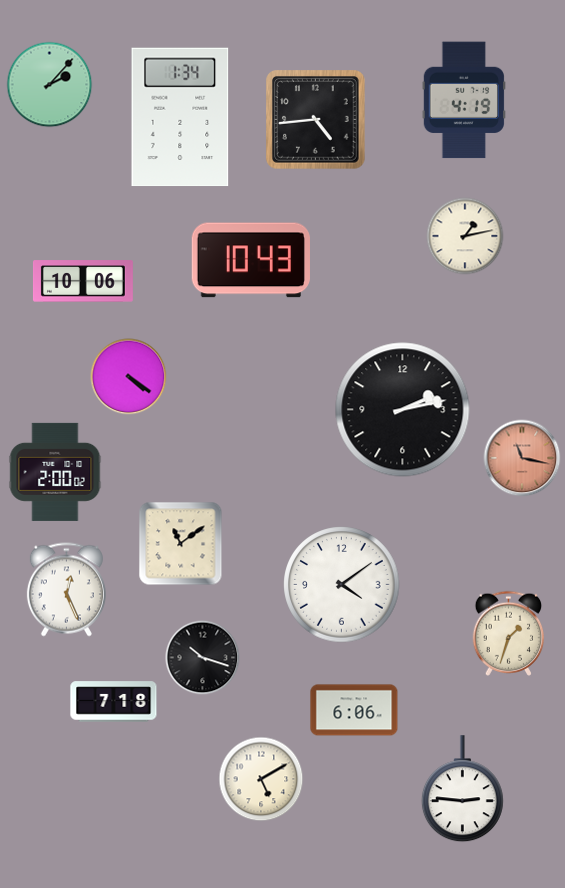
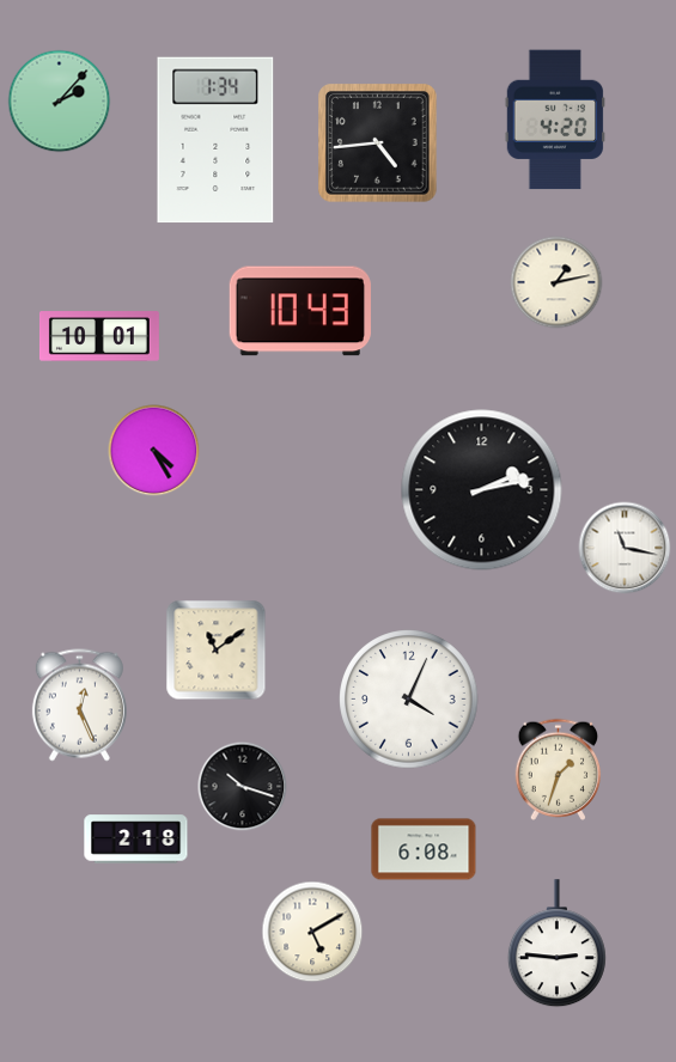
clock at (463, 100): 4:19 -> 4:20
clock at (83, 281): 10:06 -> 10:01
clock at (129, 377): 4:21 -> 4:25
clock at (522, 458) dial: salmon -> white
clock at (55, 472): 2:00 -> none
clock at (342, 585): 4:09 -> 4:04
clock at (509, 633) position: (509, 633) -> (559, 769)
clock at (114, 702): 7:18 -> 2:18
clock at (354, 710): 6:06 -> 6:08
clock at (462, 789) position: (462, 789) -> (556, 944)
